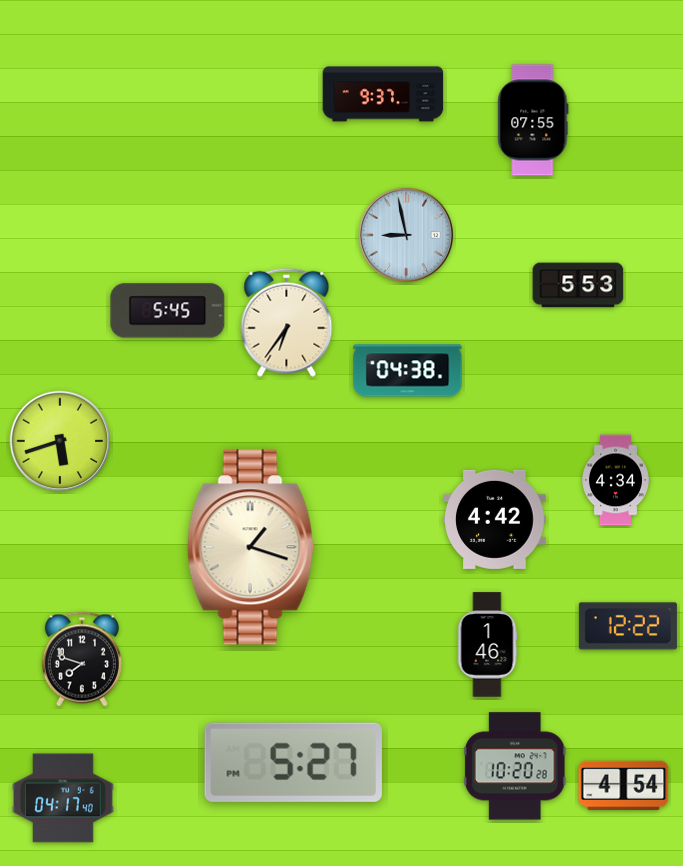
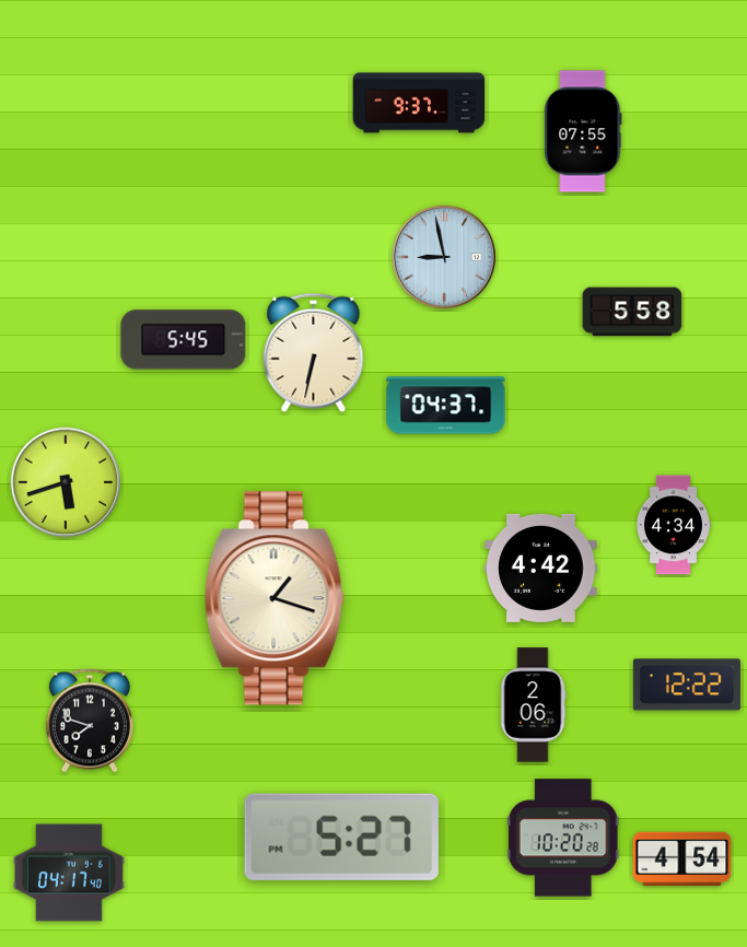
clock at (578, 285): 5:53 -> 5:58
clock at (287, 322): 6:36 -> 6:32
clock at (408, 371): 04:38 -> 04:37
clock at (487, 645): 1:46 -> 2:06
clock at (293, 762) position: (293, 762) -> (341, 837)
